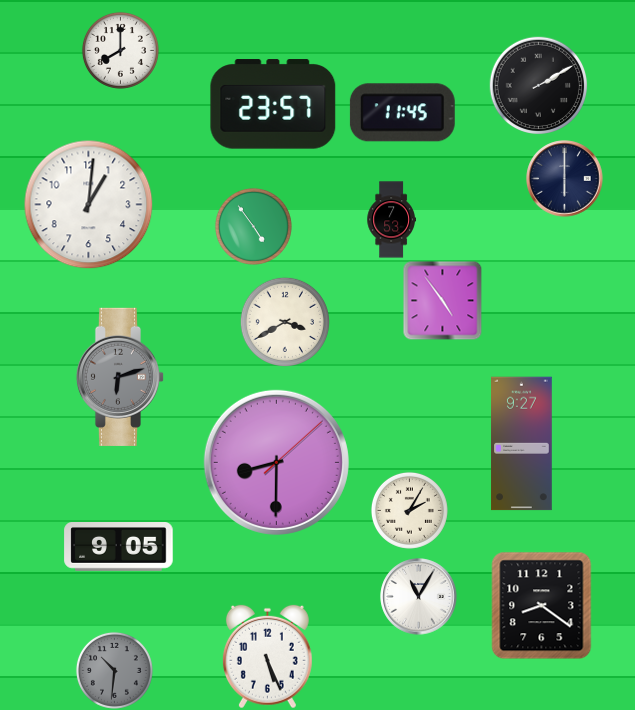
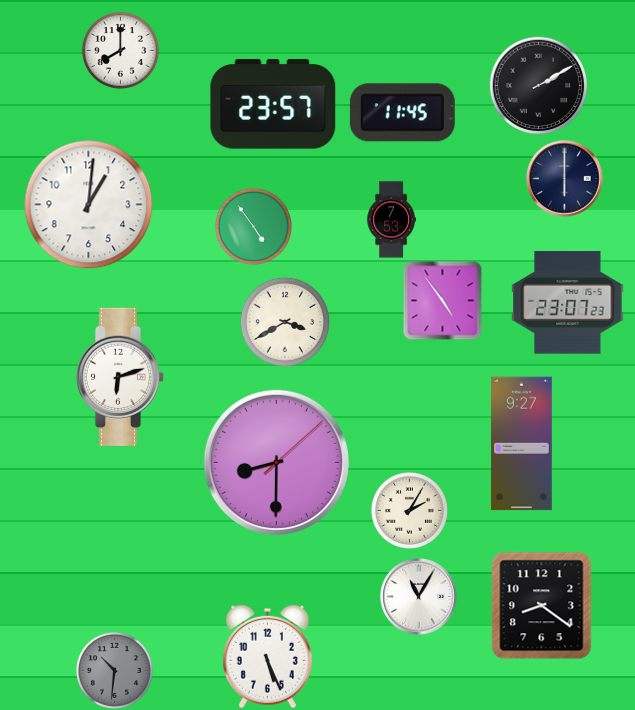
clock at (568, 303): none -> 23:07
clock at (120, 377) dial: grey -> white
clock at (119, 547): 9:05 -> none
